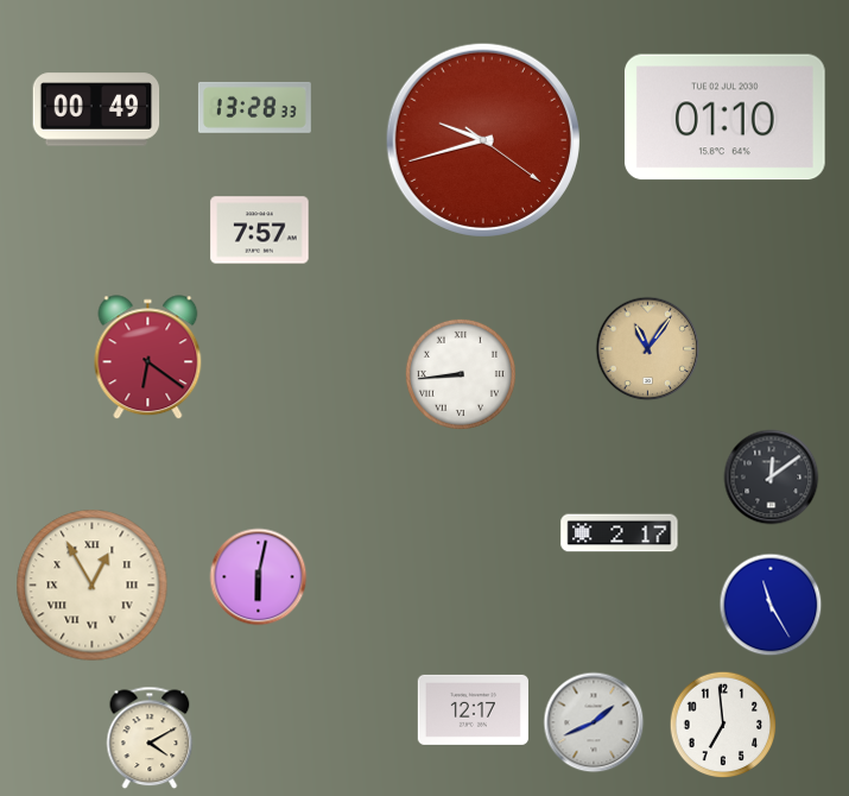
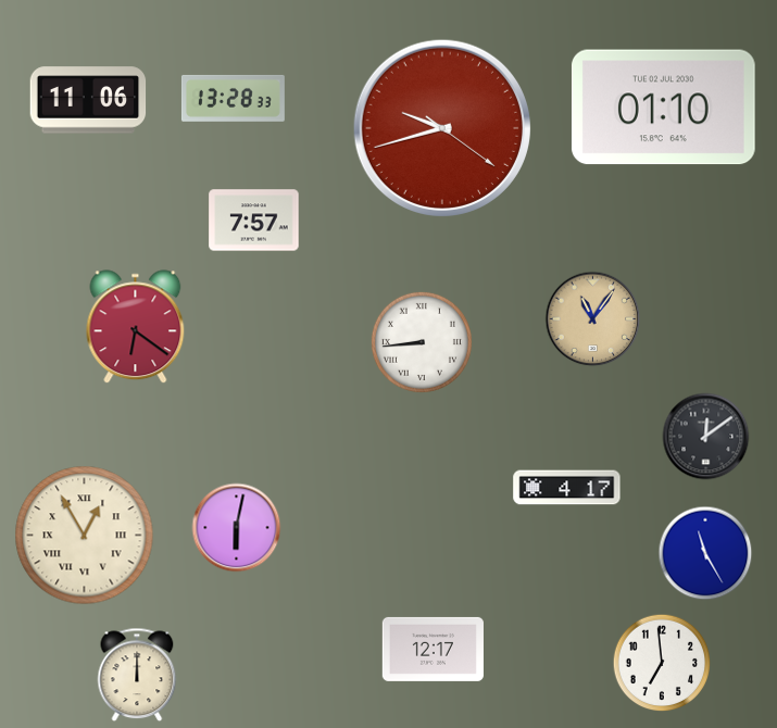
clock at (96, 109): 00:49 -> 11:06
clock at (260, 230) position: (260, 230) -> (254, 221)
clock at (620, 533): 2:17 -> 4:17
clock at (594, 722): 1:41 -> none
clock at (150, 738): 4:10 -> 12:00
